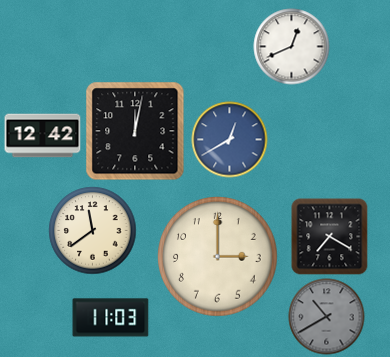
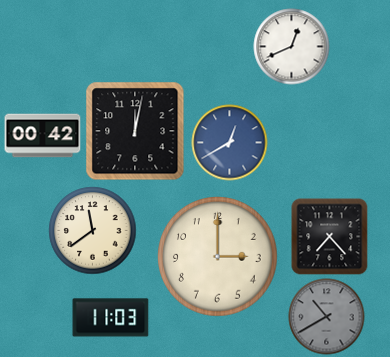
clock at (43, 136): 12:42 -> 00:42
clock at (230, 140) position: (230, 140) -> (230, 143)
clock at (330, 237): 7:20 -> 7:23
